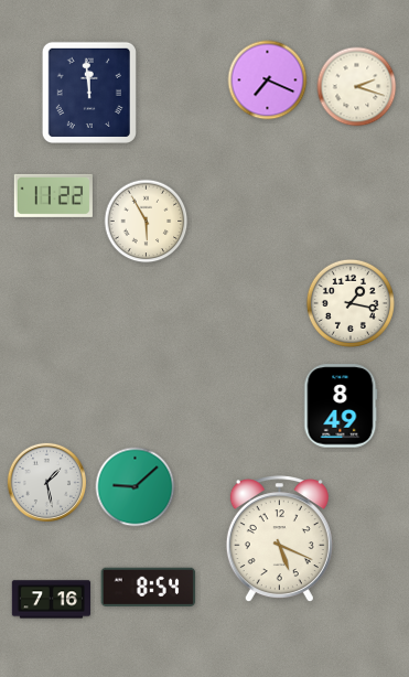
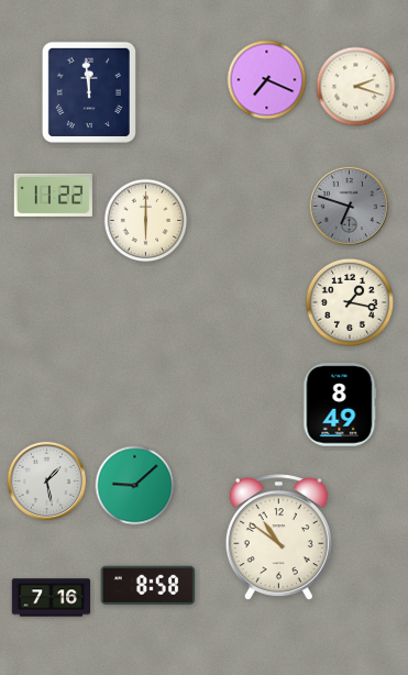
clock at (349, 206): none -> 6:48
clock at (147, 222): 5:55 -> 6:00
clock at (279, 539): 5:19 -> 10:51
clock at (149, 587): 8:54 -> 8:58
